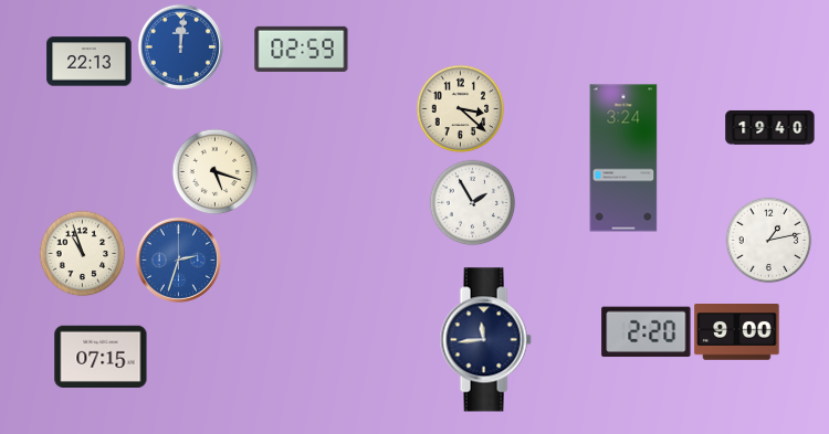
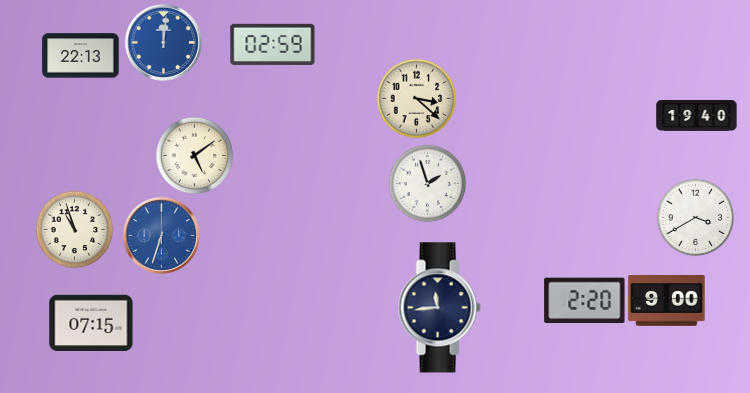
clock at (623, 158): 3:24 -> none
clock at (214, 171): 5:18 -> 5:09
clock at (472, 202): 1:55 -> 1:57
clock at (768, 240): 1:13 -> 3:40
clock at (178, 260): 2:33 -> 6:33
